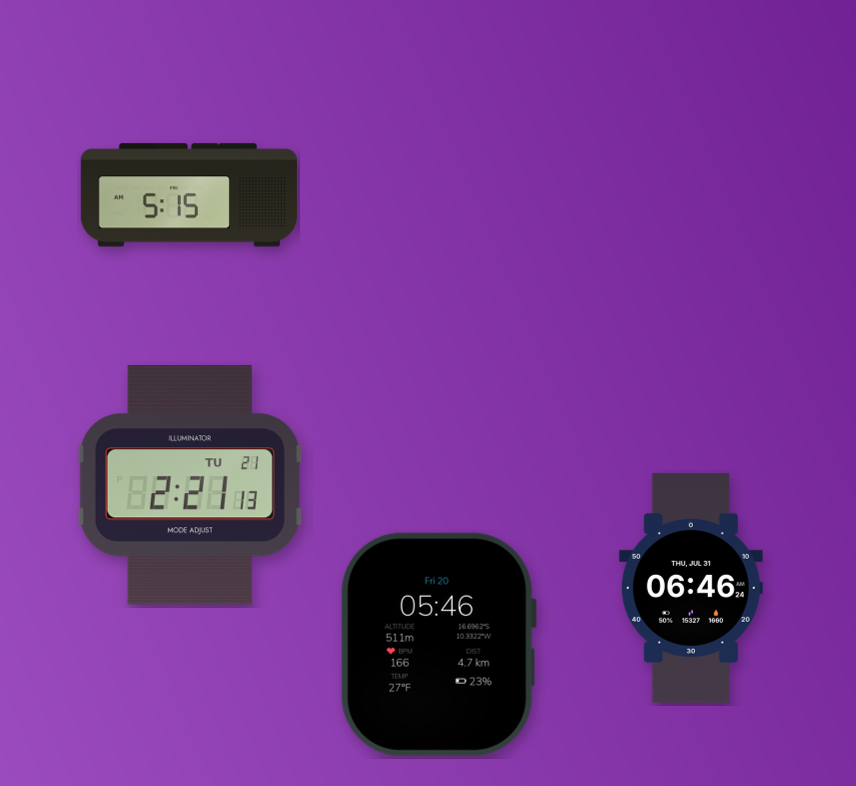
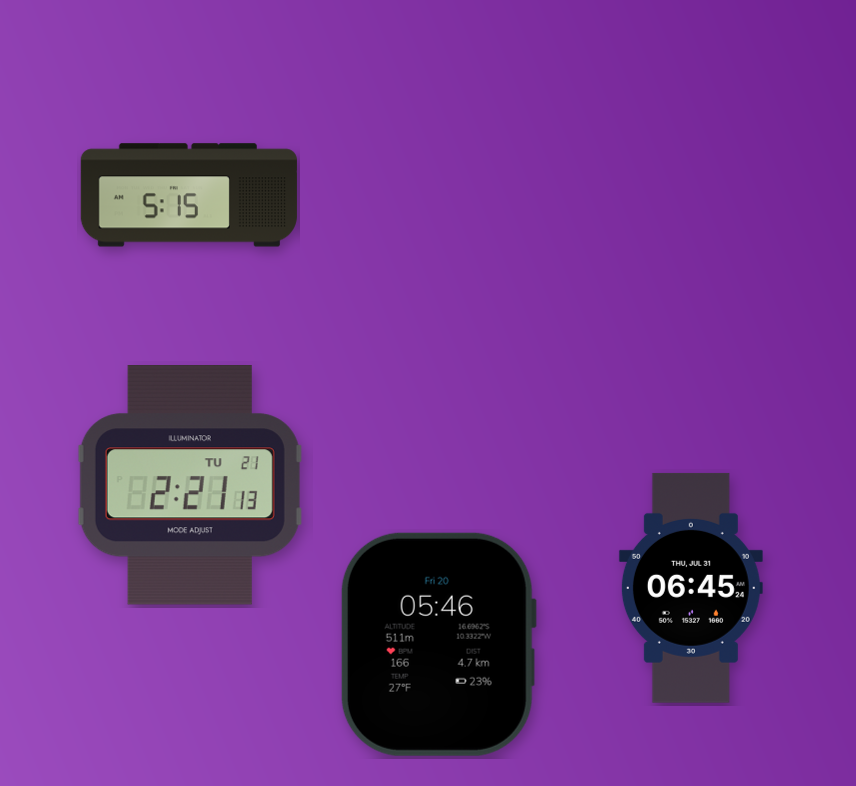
clock at (691, 588): 06:46 -> 06:45
